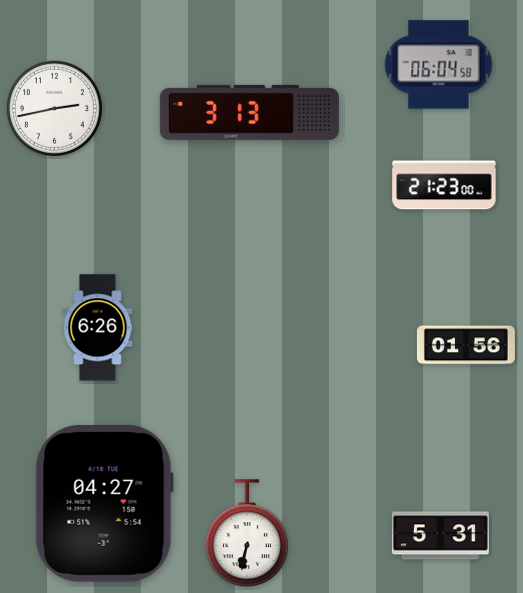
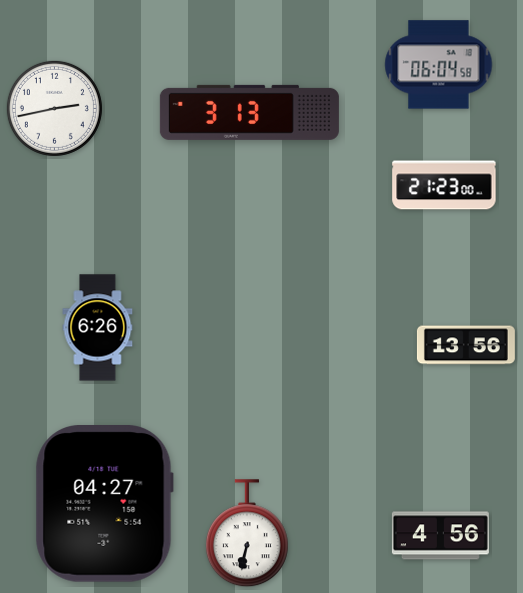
clock at (466, 345): 01:56 -> 13:56
clock at (440, 536): 5:31 -> 4:56
